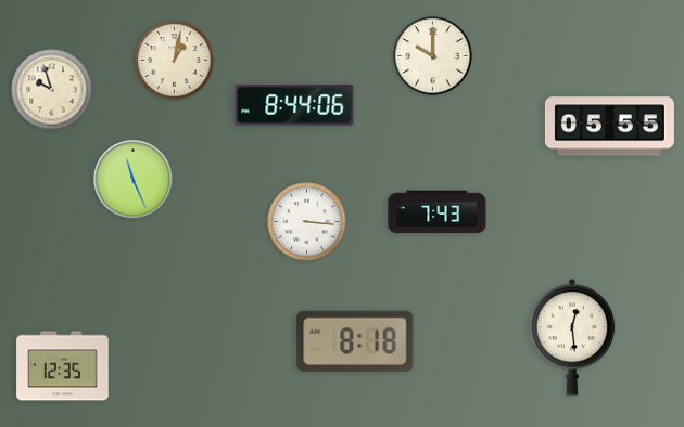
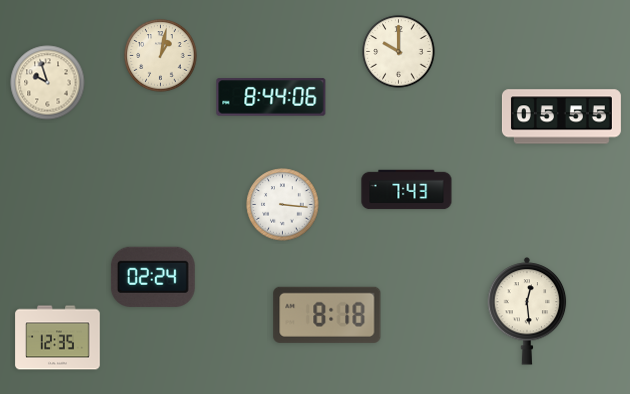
clock at (134, 180): 11:26 -> none
clock at (438, 212) position: (438, 212) -> (407, 190)
clock at (153, 277): none -> 02:24
